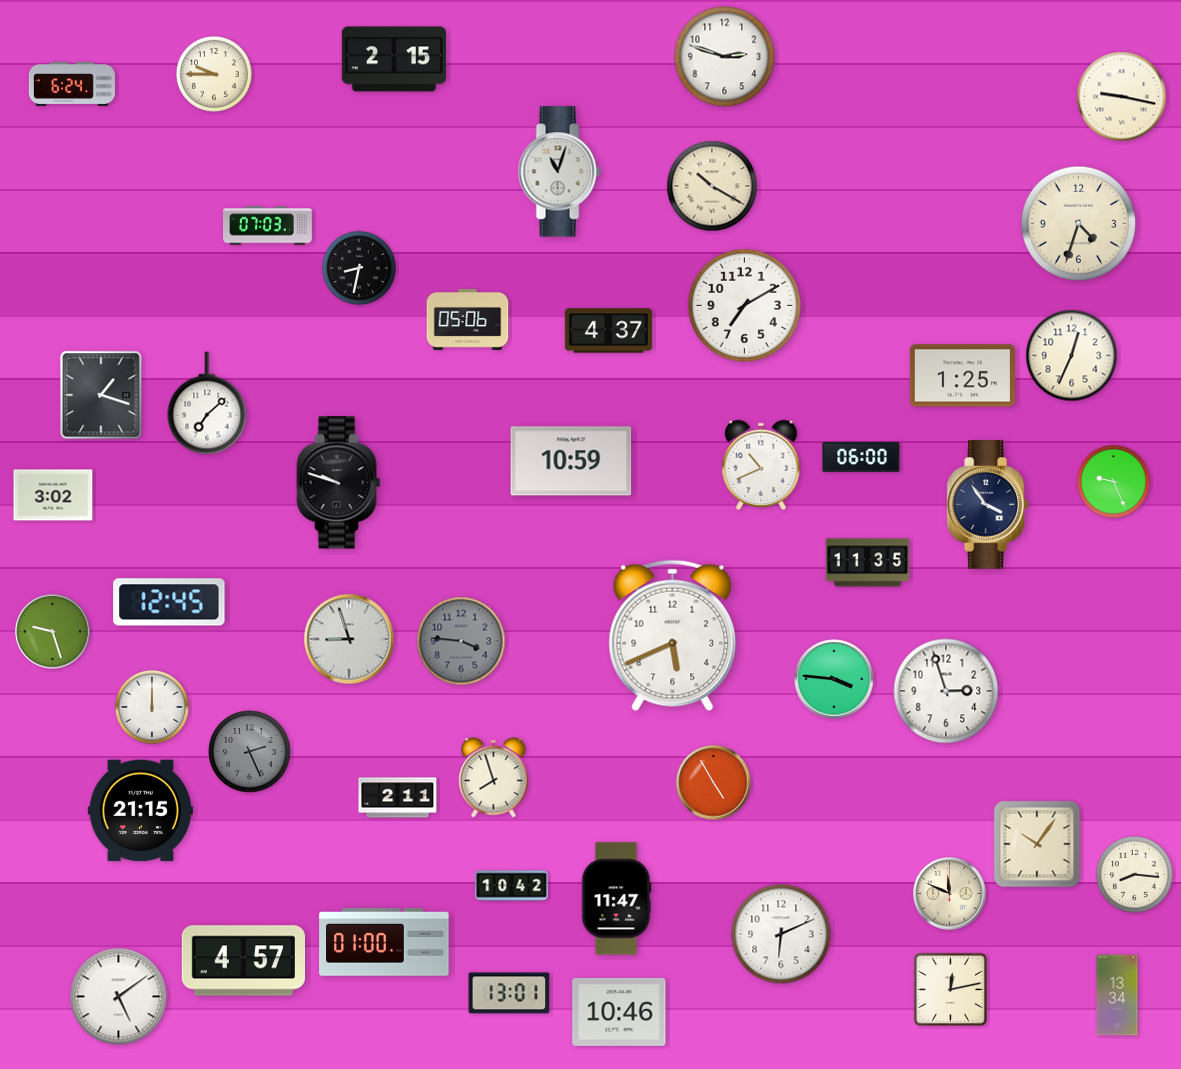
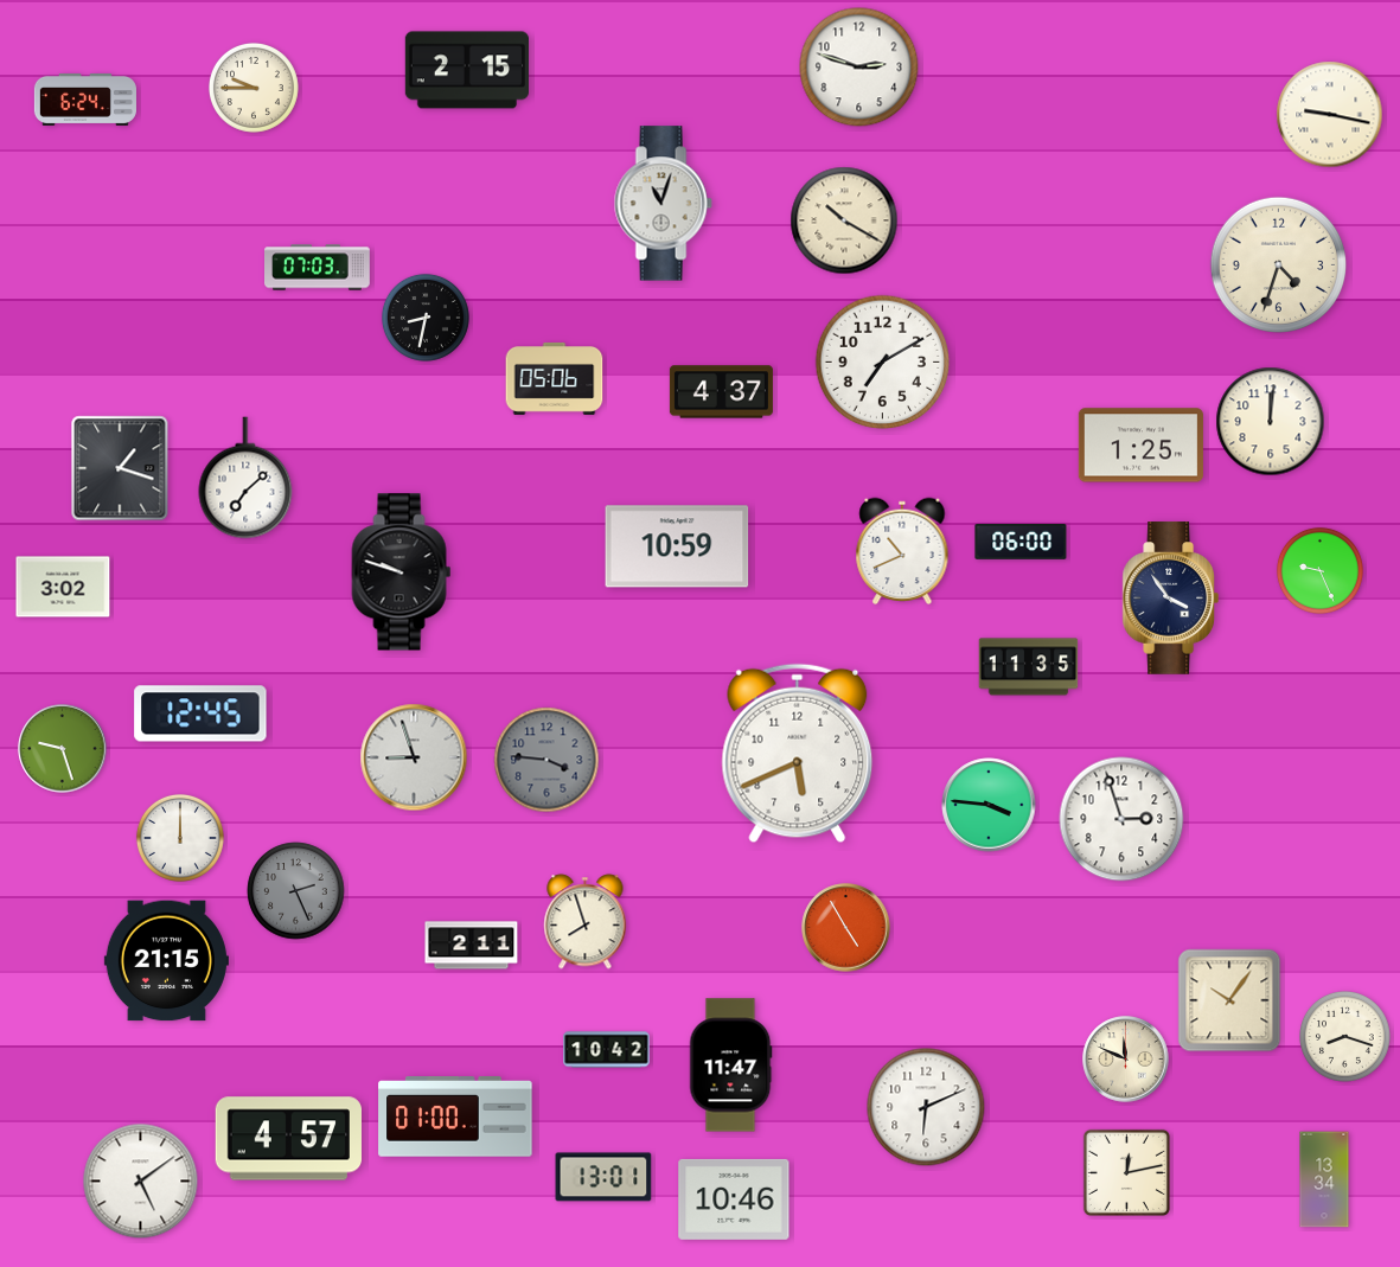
clock at (1072, 356): 12:34 -> 12:01
clock at (1135, 875): 8:16 -> 8:18
